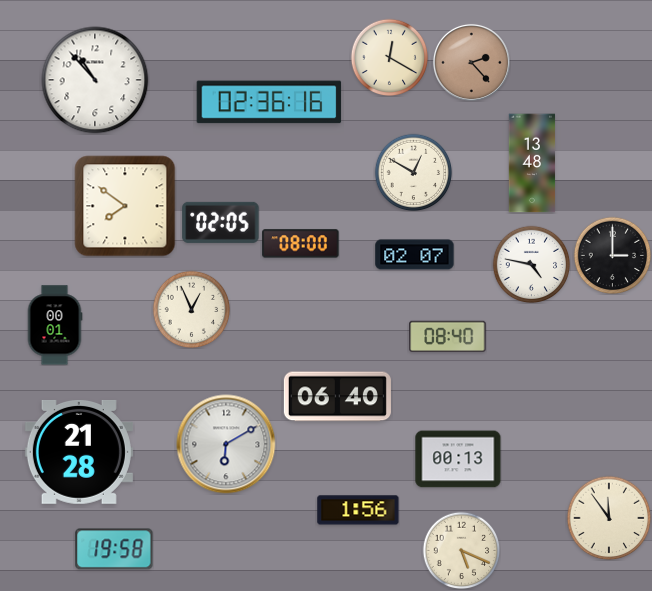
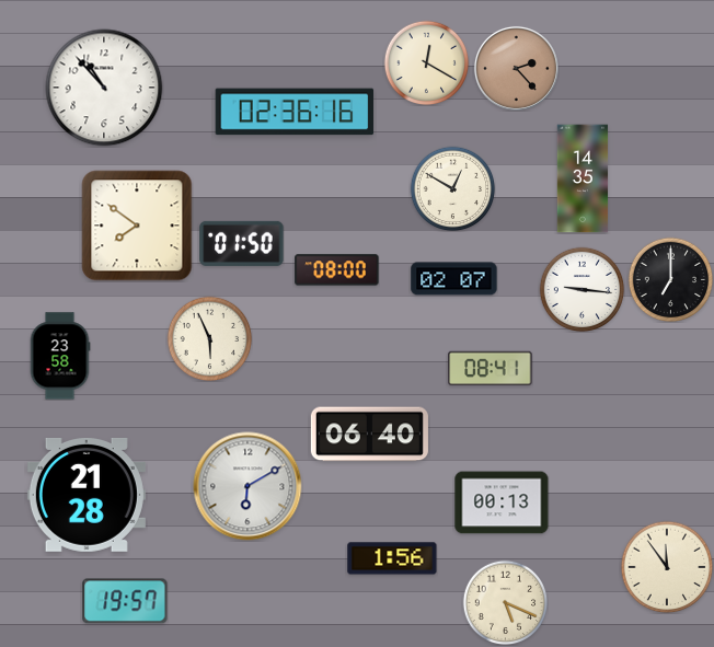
clock at (532, 163): 13:48 -> 14:35
clock at (221, 222): 02:05 -> 01:50
clock at (301, 244) position: (301, 244) -> (337, 270)
clock at (612, 255): 3:00 -> 7:00
clock at (531, 264): 4:47 -> 9:16
clock at (191, 309): 12:56 -> 5:56
clock at (55, 325): 00:01 -> 23:58
clock at (448, 337): 08:40 -> 08:41
clock at (114, 549): 19:58 -> 19:57
